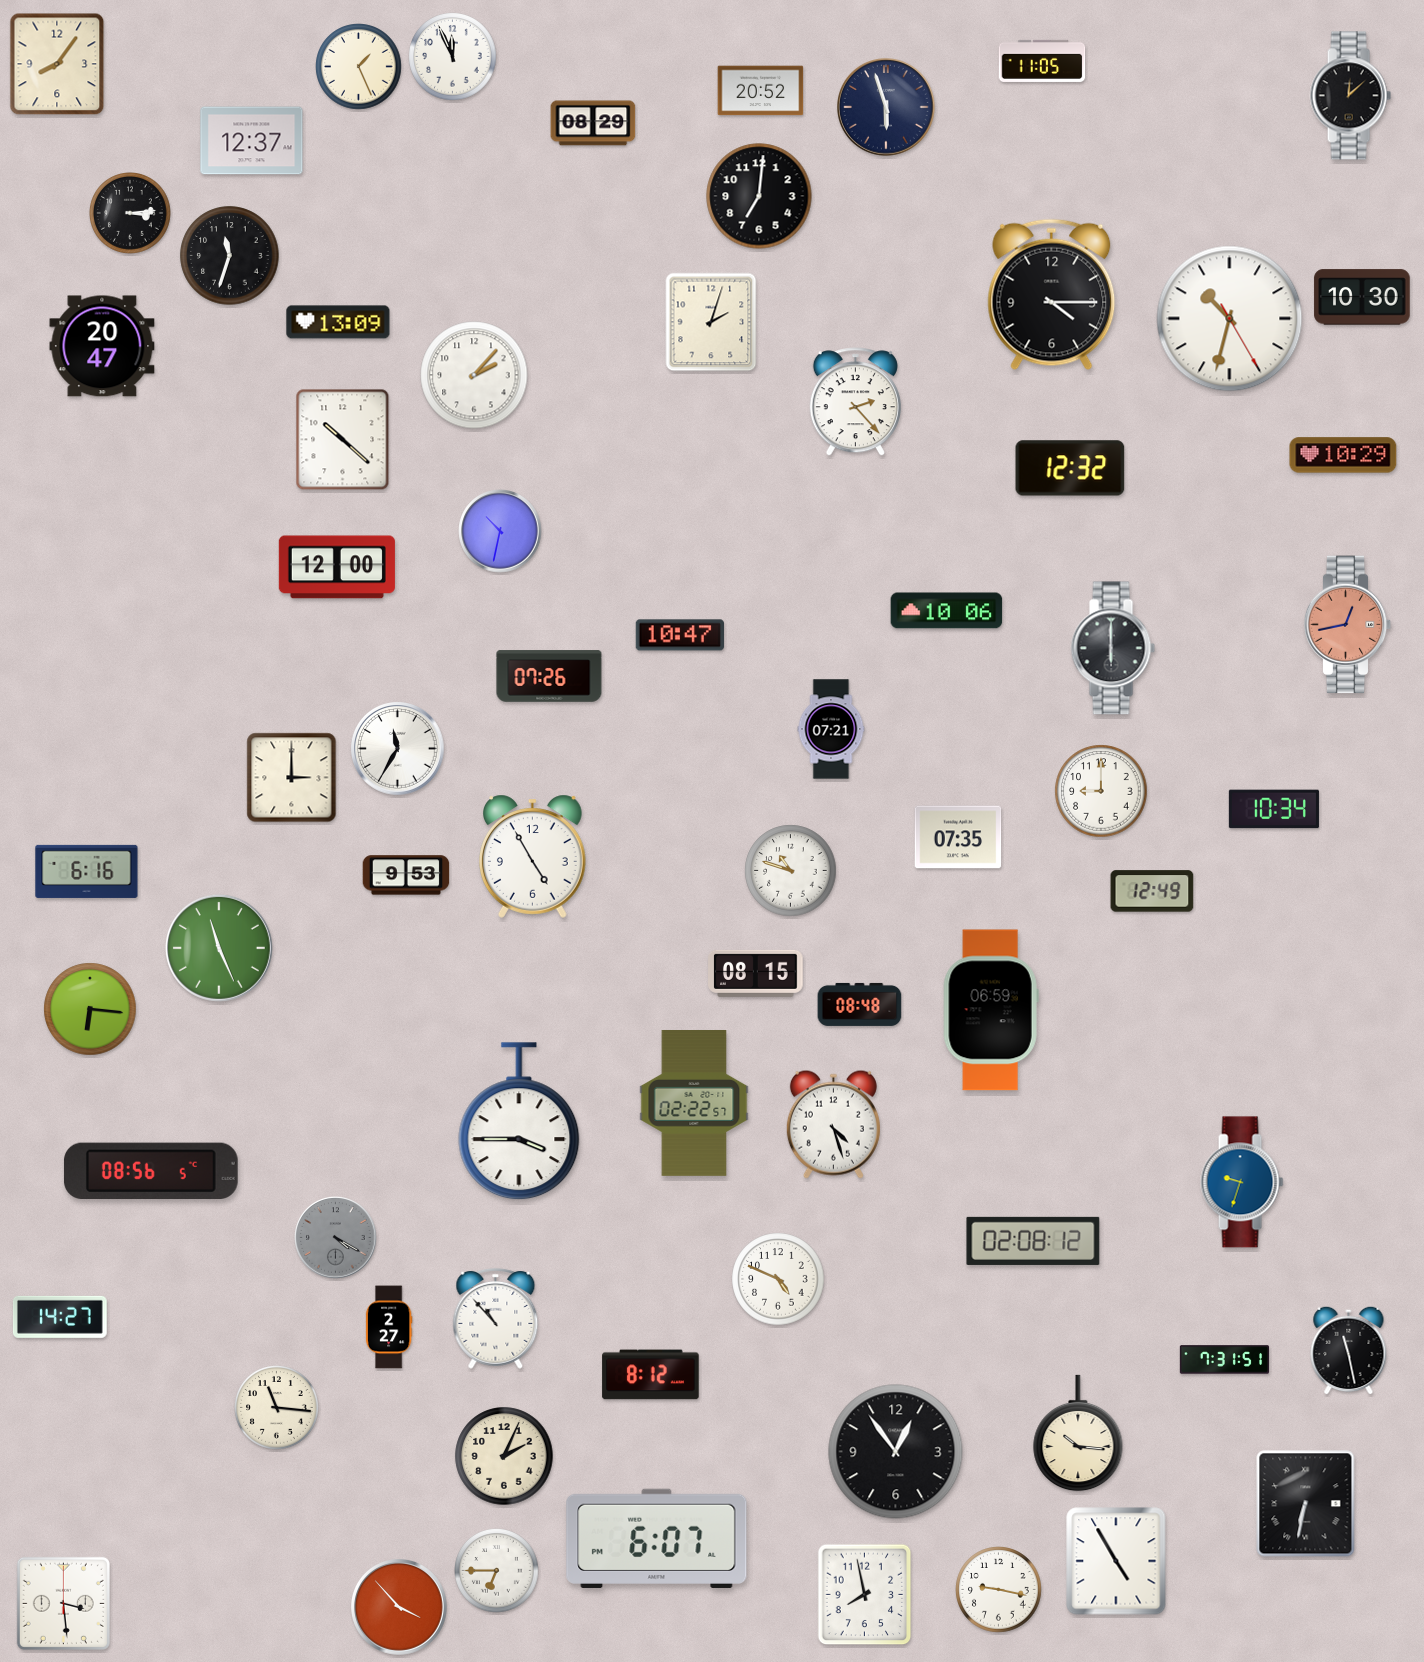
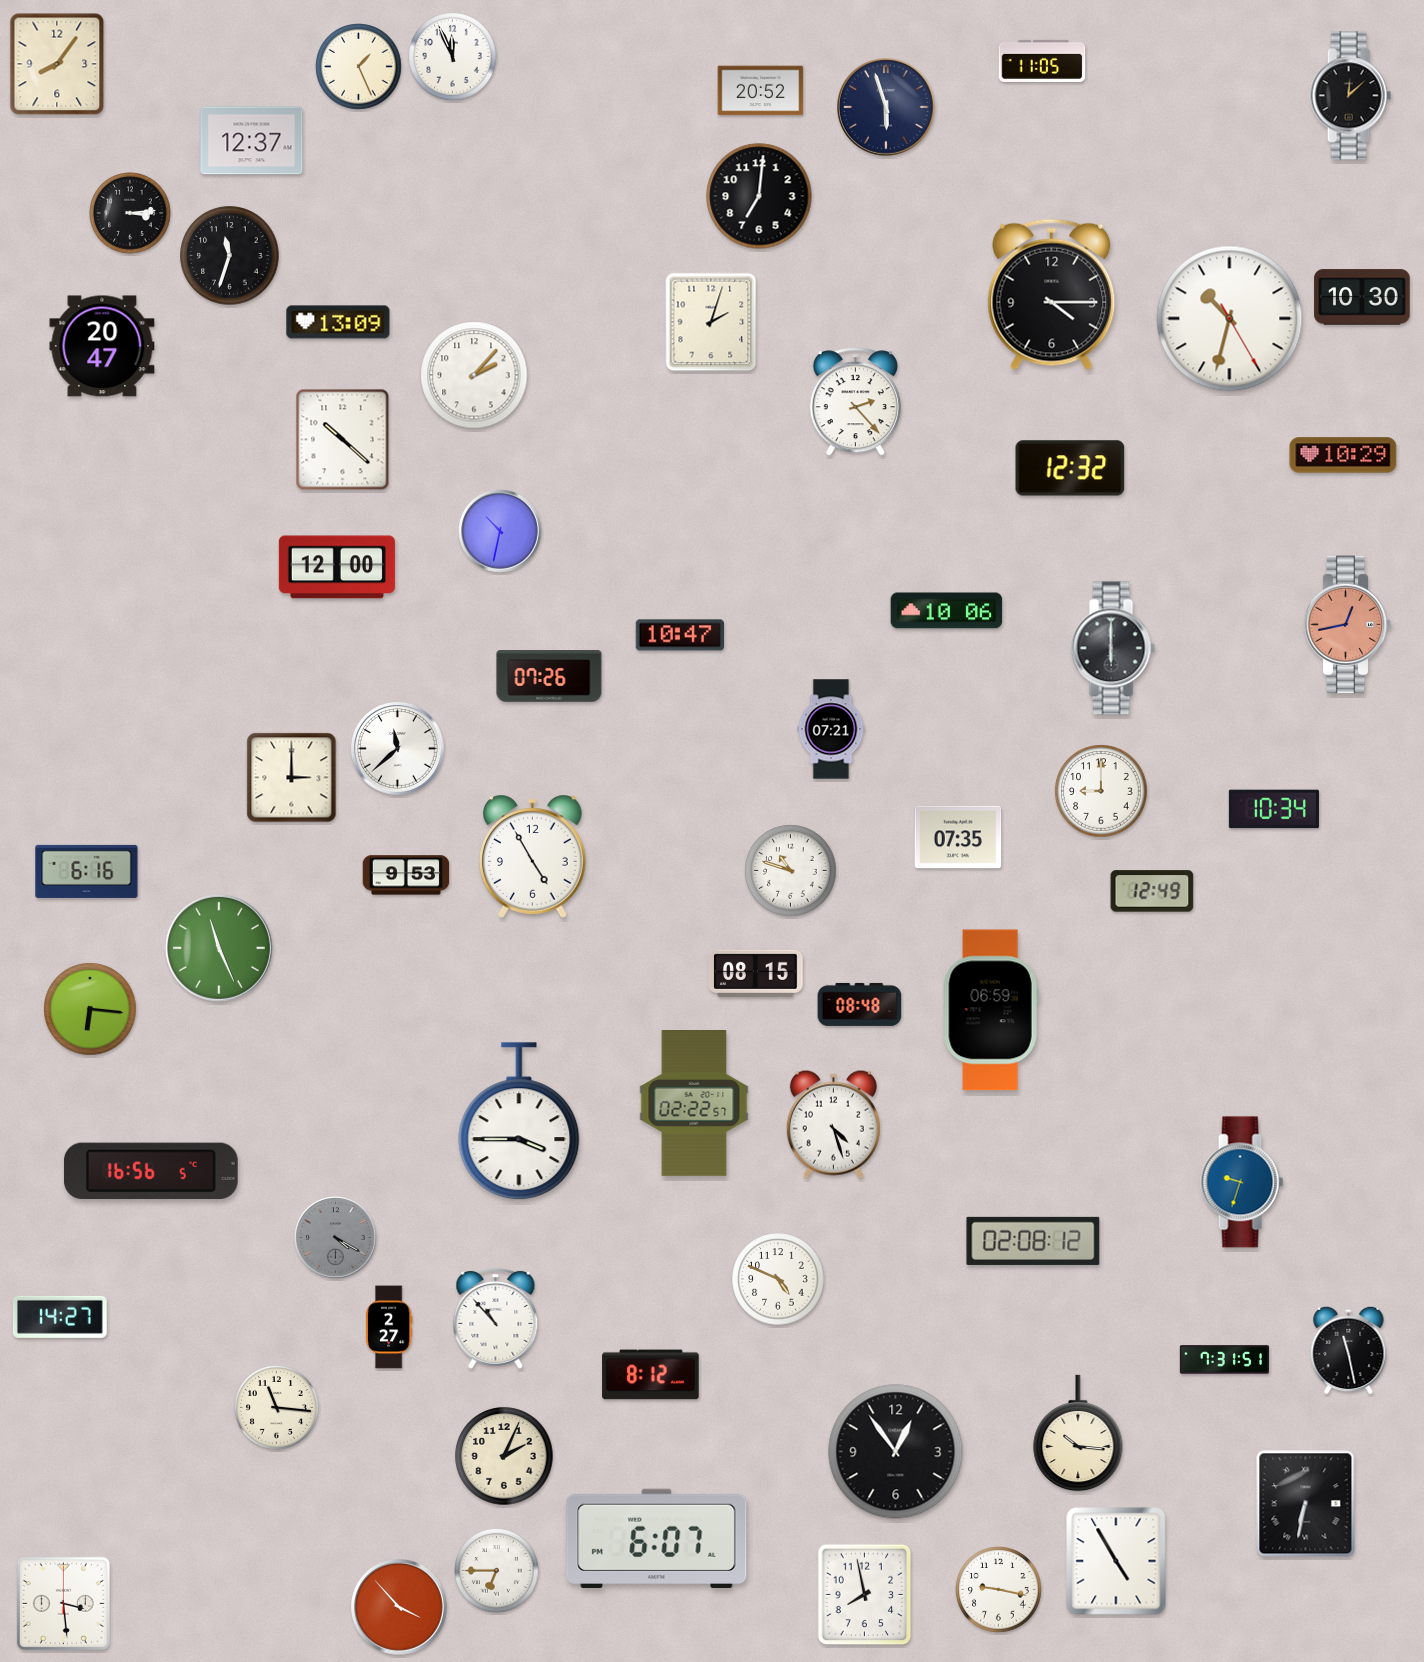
clock at (593, 123): 08:29 -> none
clock at (398, 749): 11:35 -> 11:38
clock at (151, 1170): 08:56 -> 16:56
